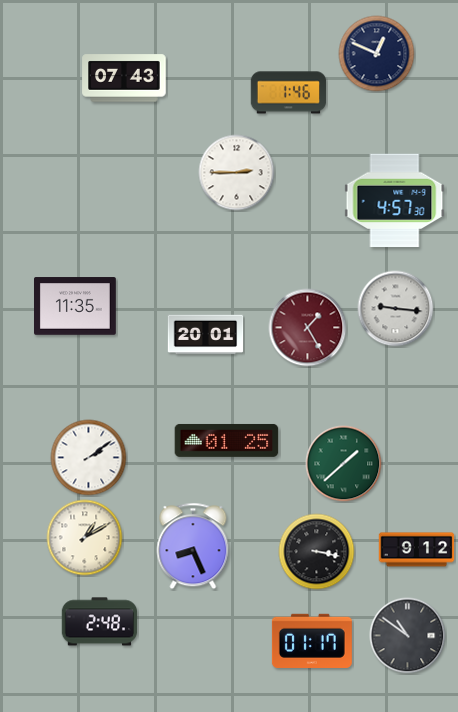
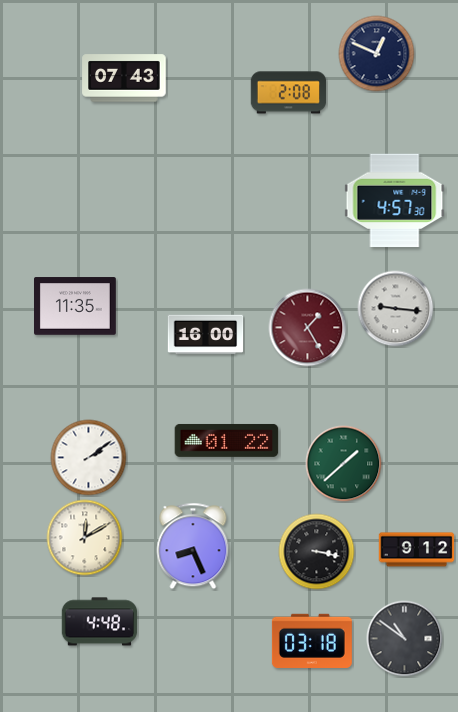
clock at (289, 93): 1:46 -> 2:08
clock at (237, 173): 2:45 -> none
clock at (206, 335): 20:01 -> 16:00
clock at (227, 440): 01:25 -> 01:22
clock at (85, 538): 1:10 -> 12:10
clock at (100, 622): 2:48 -> 4:48
clock at (408, 636) position: (408, 636) -> (405, 639)
clock at (312, 641): 01:17 -> 03:18
